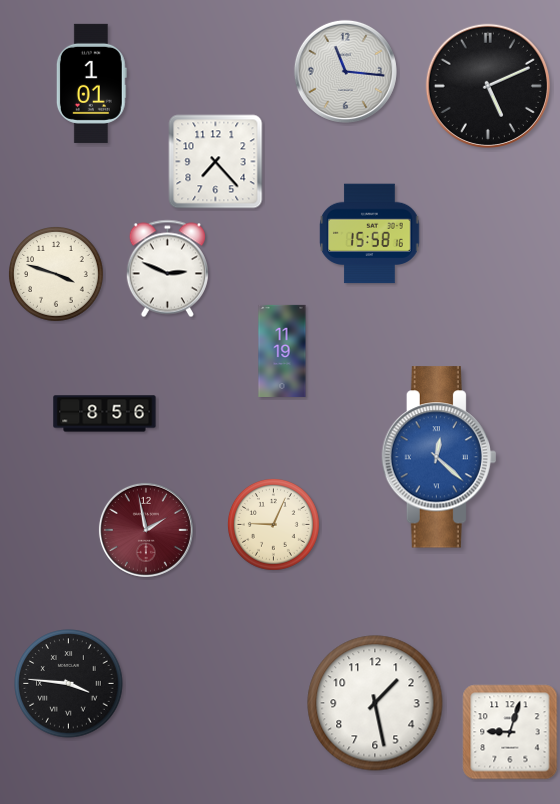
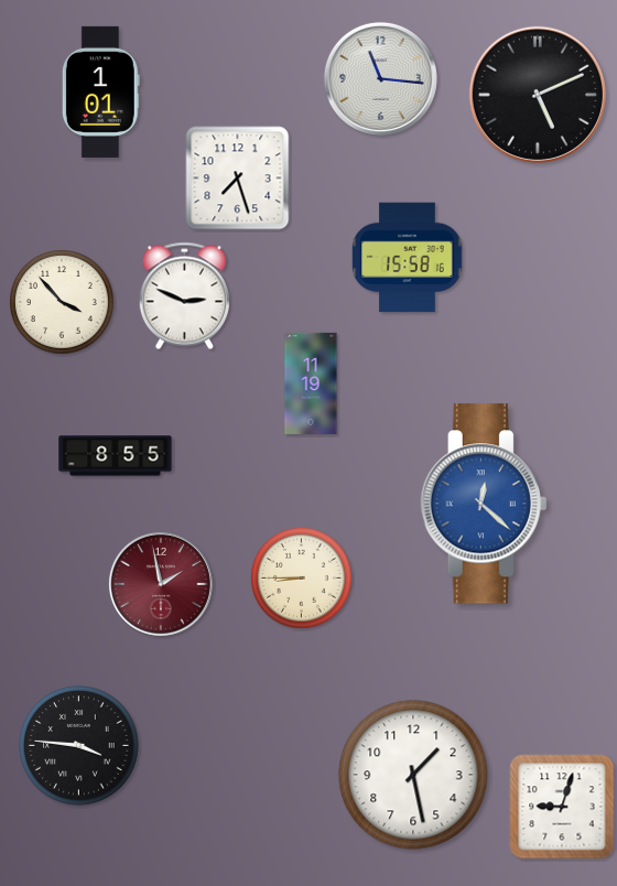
clock at (216, 162): 7:23 -> 7:27
clock at (57, 275): 3:48 -> 3:53
clock at (282, 351) position: (282, 351) -> (311, 383)
clock at (105, 414): 8:56 -> 8:55
clock at (273, 524): 9:04 -> 8:45
clock at (69, 684) position: (69, 684) -> (79, 746)
